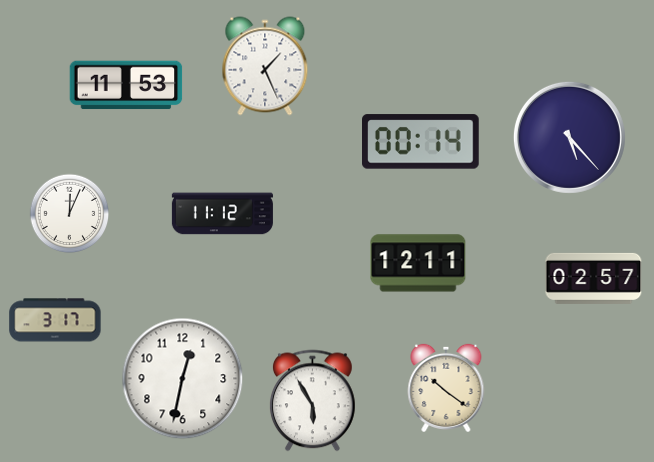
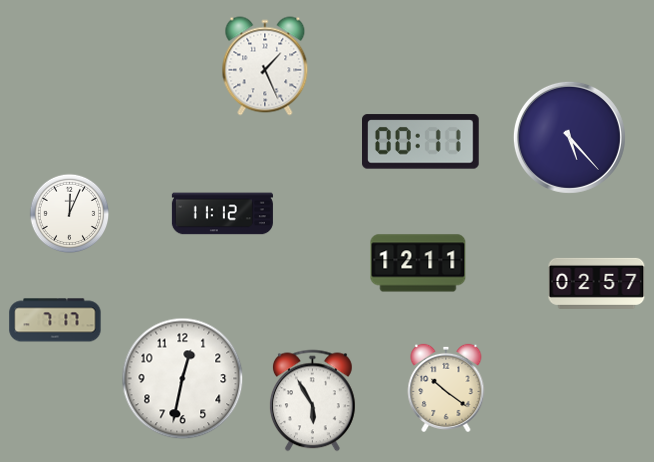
clock at (126, 85): 11:53 -> none
clock at (421, 142): 00:14 -> 00:11
clock at (594, 278) position: (594, 278) -> (597, 283)
clock at (55, 320): 3:17 -> 7:17
